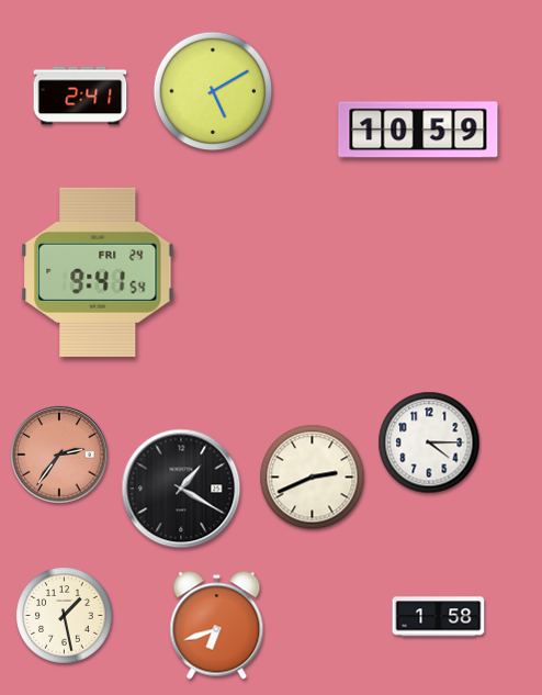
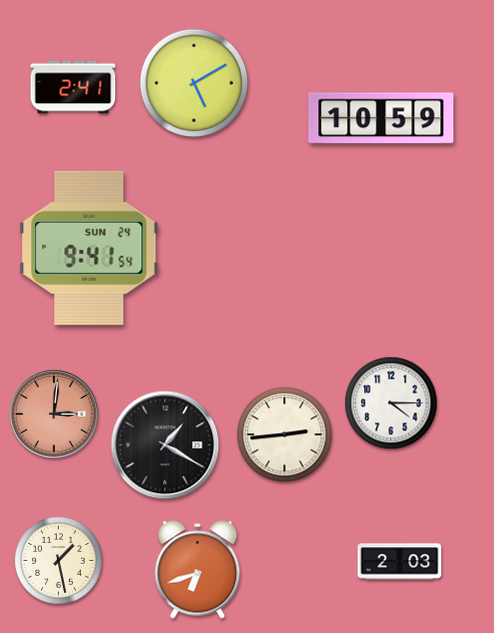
clock at (98, 272) date: FRI 24 -> SUN 24
clock at (59, 455): 2:36 -> 3:01
clock at (313, 478): 2:41 -> 2:44
clock at (439, 617): 1:58 -> 2:03
